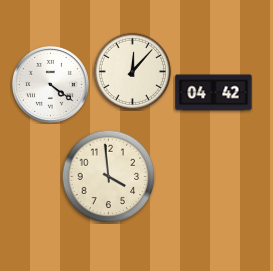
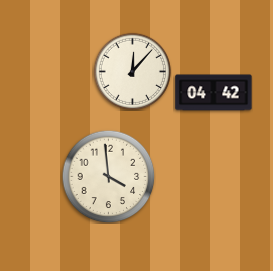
clock at (50, 84): 4:21 -> none
